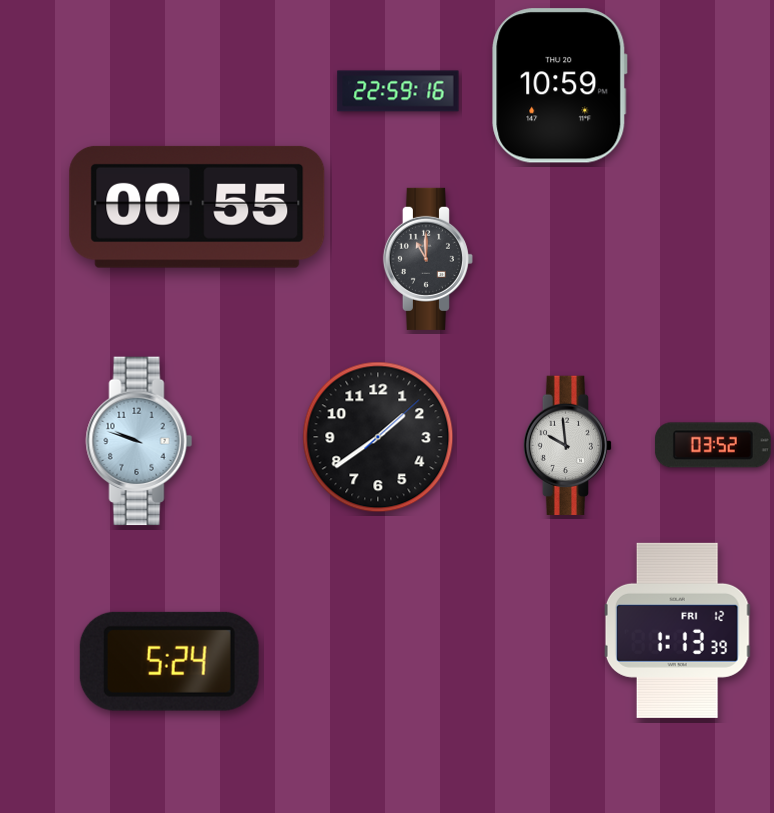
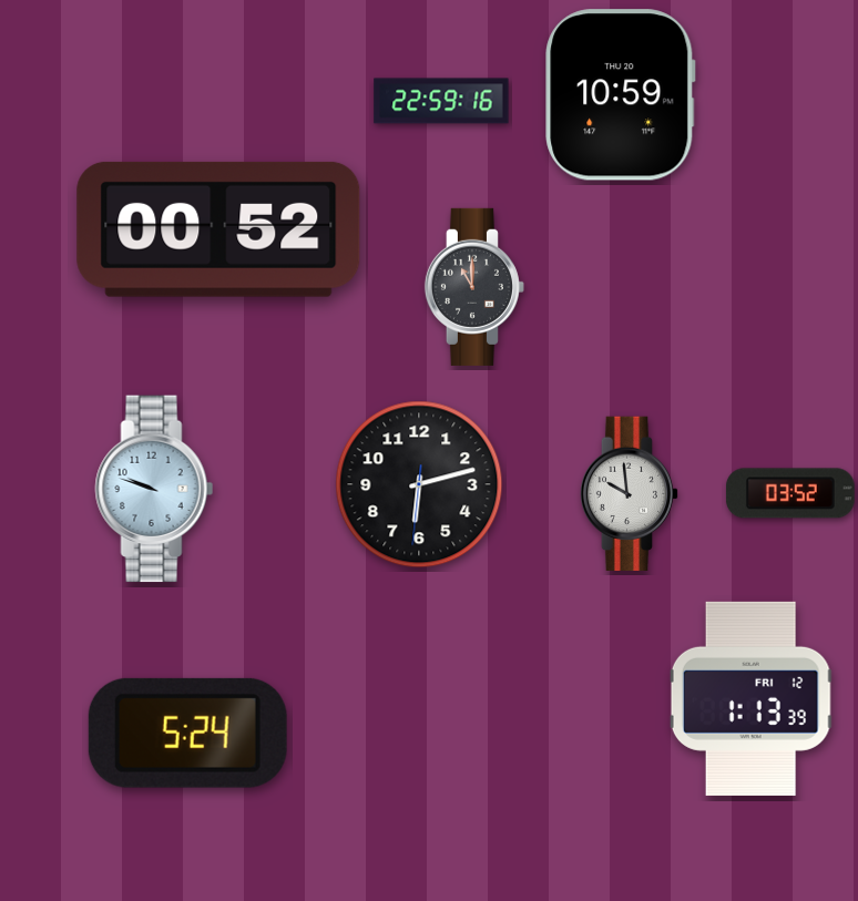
clock at (197, 207): 00:55 -> 00:52
clock at (378, 437): 1:39 -> 6:12
